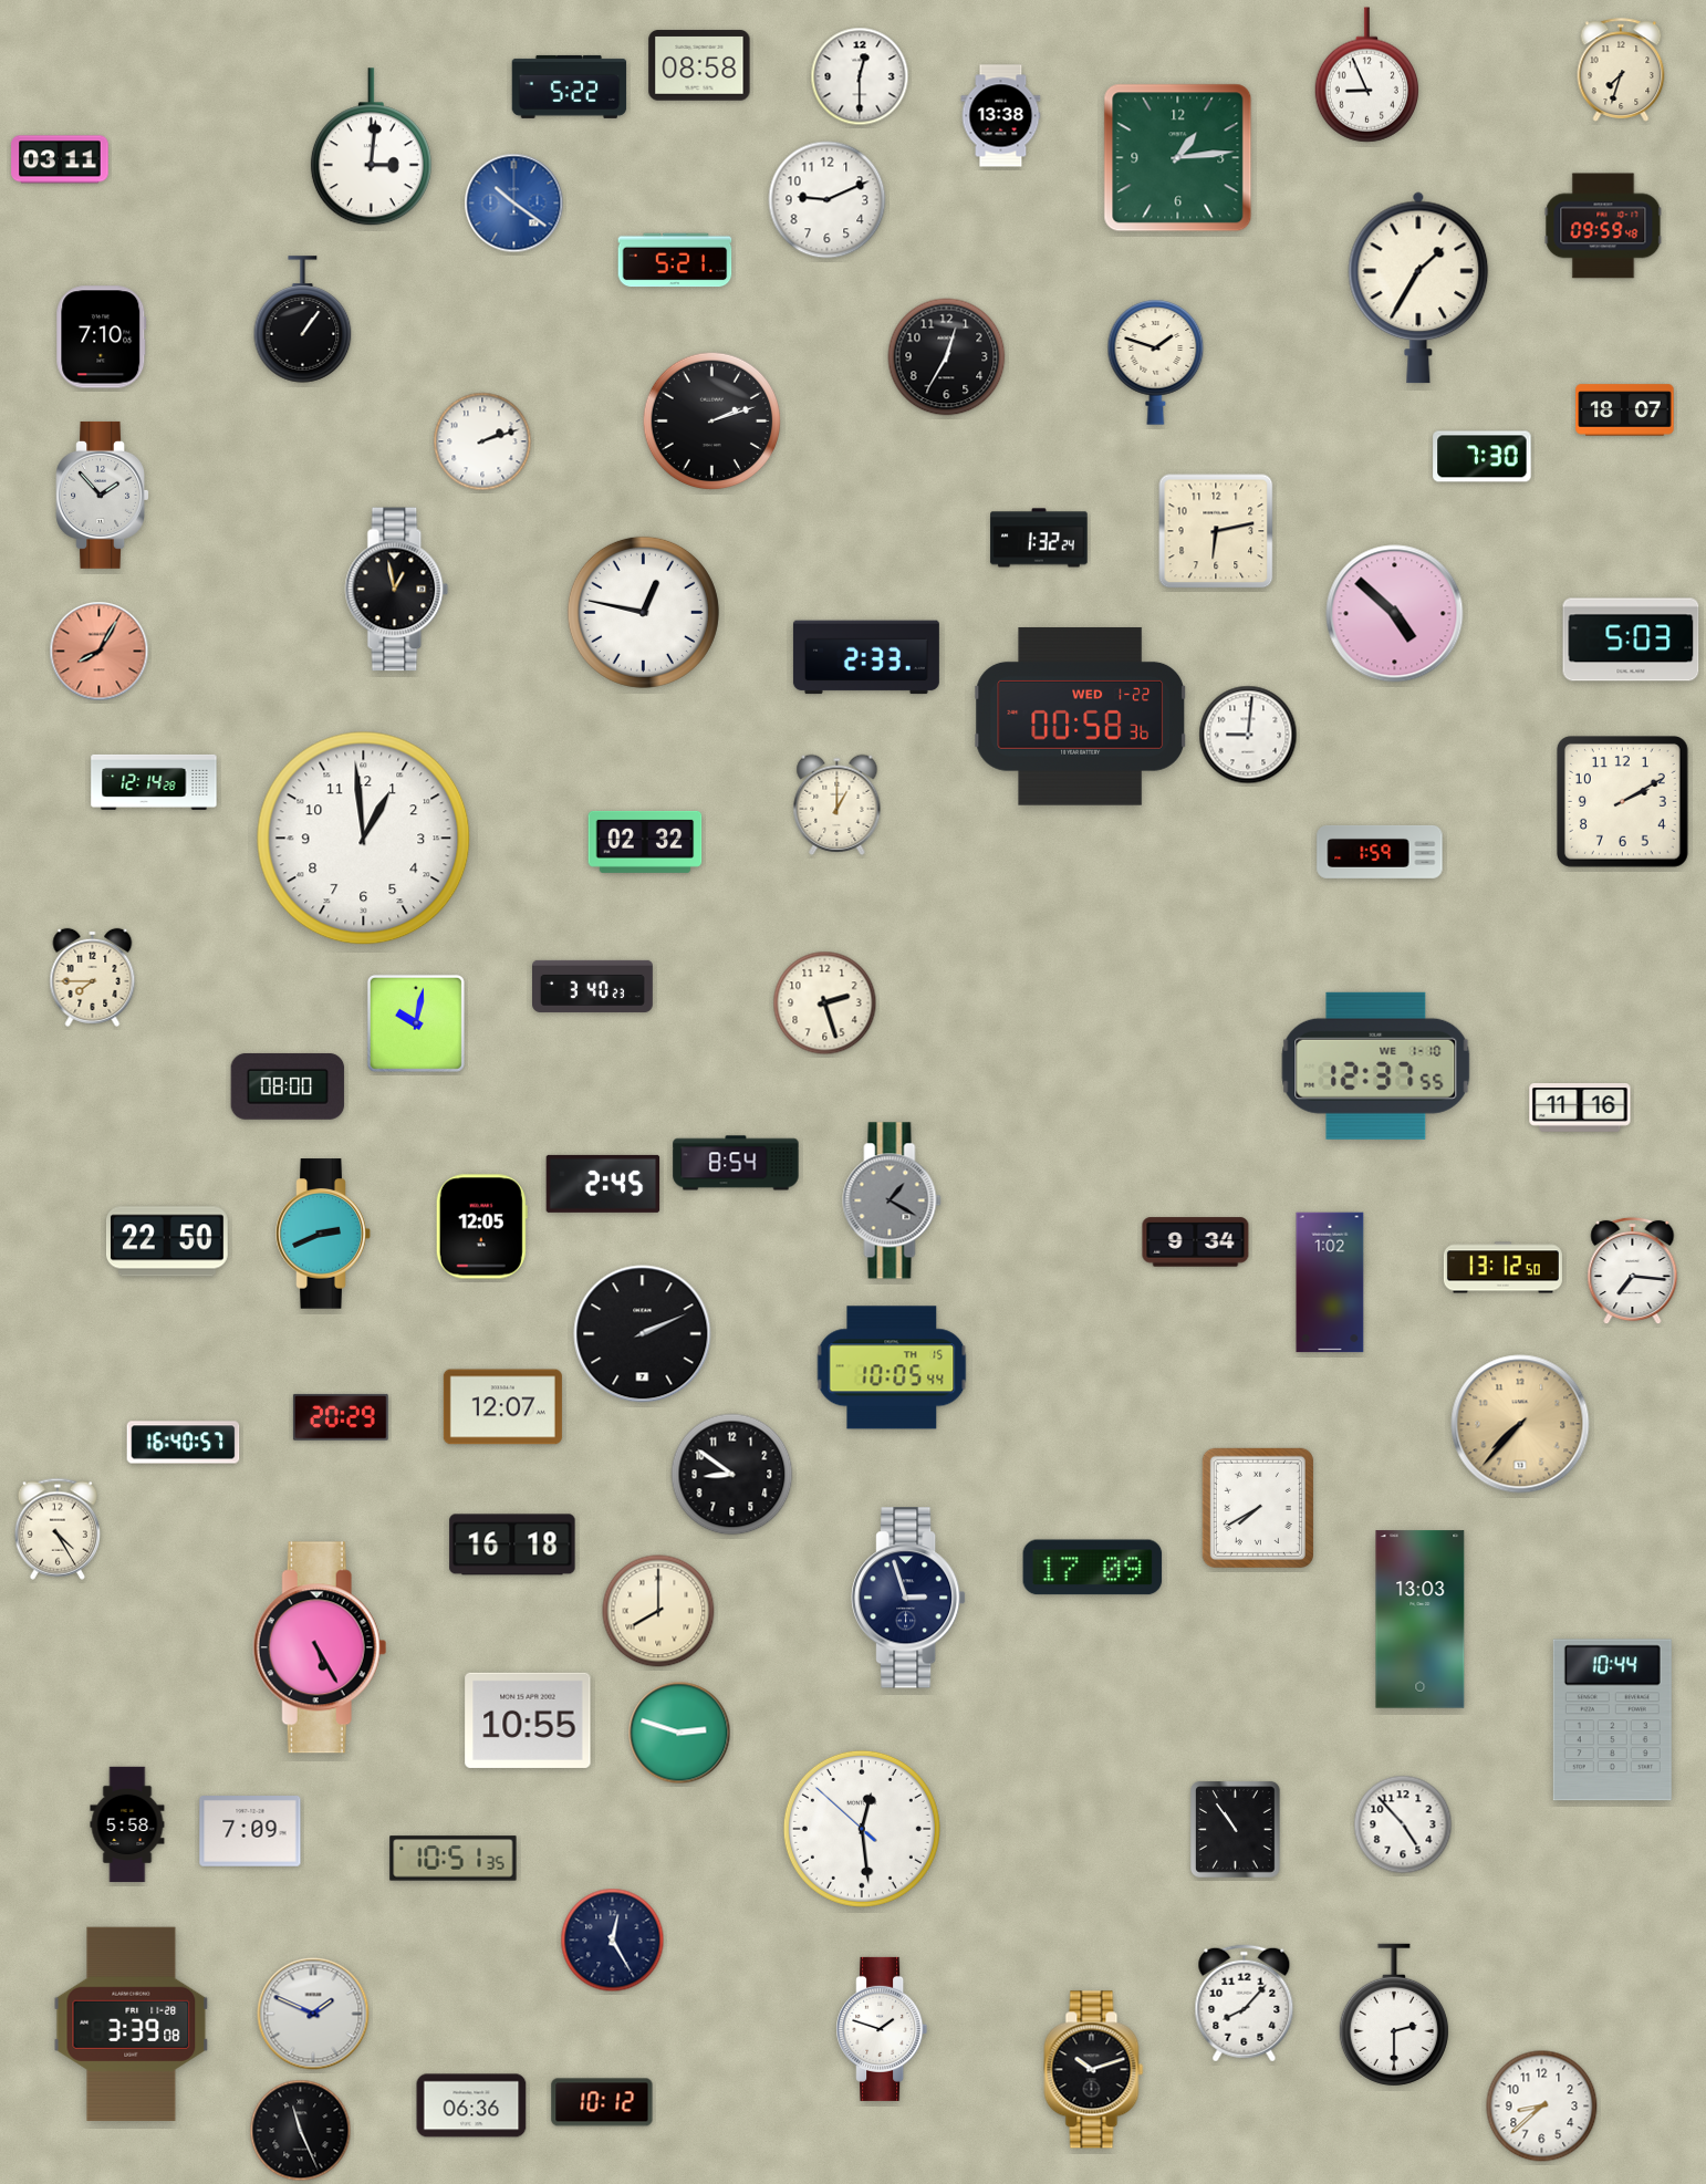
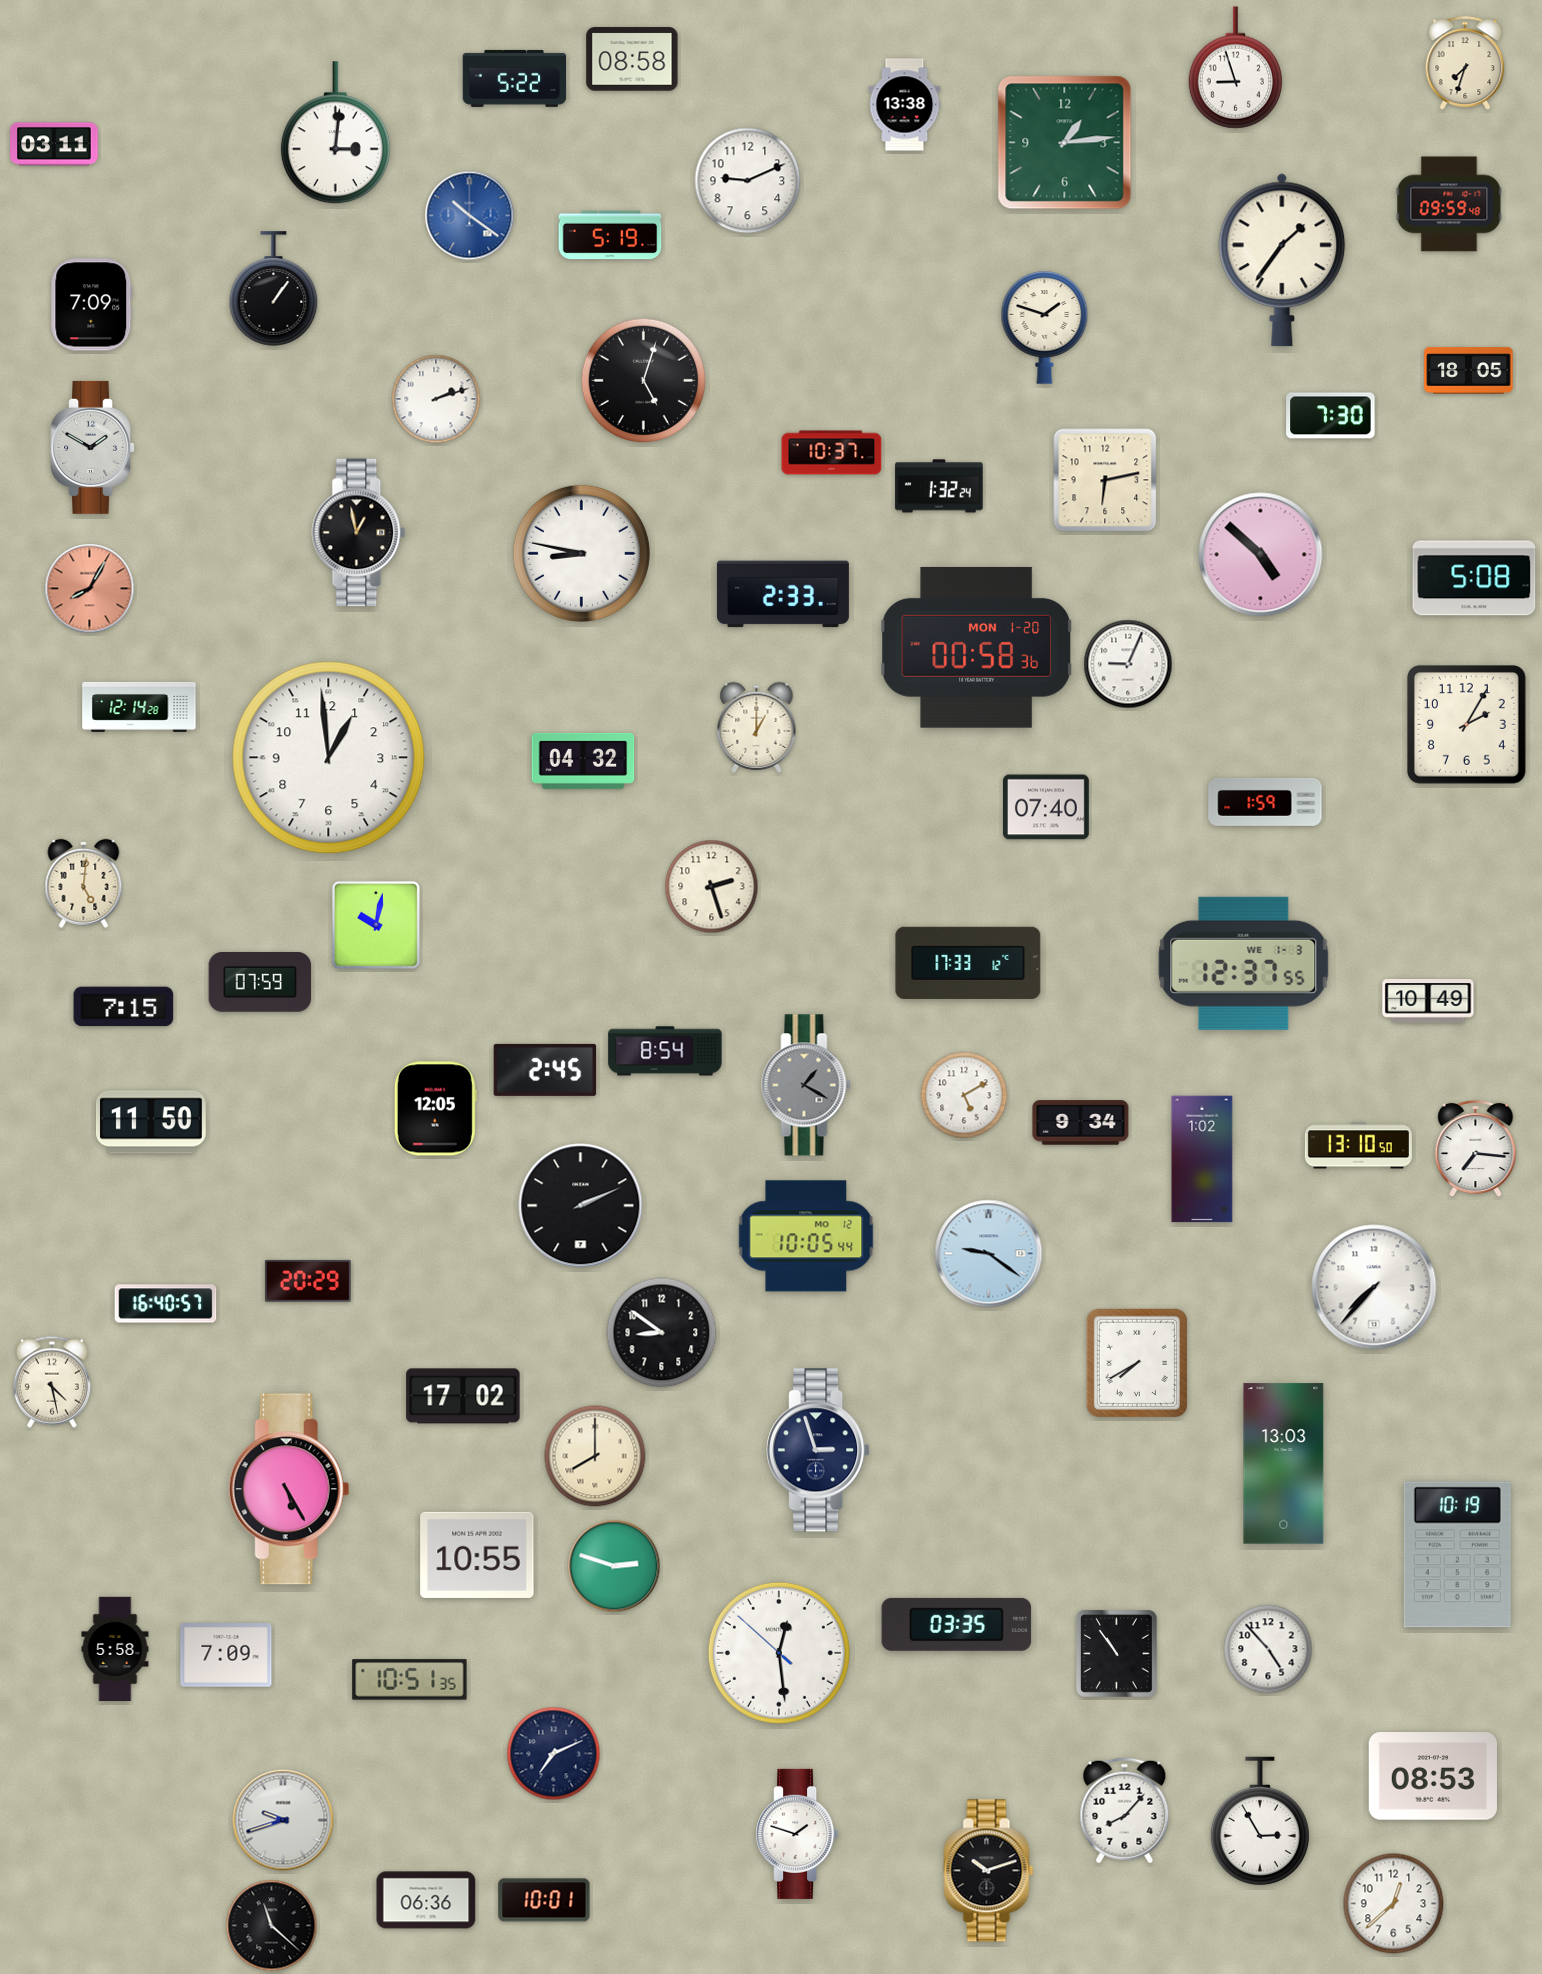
clock at (1366, 75): 8:56 -> 8:57
clock at (860, 76): 12:30 -> none
clock at (514, 204) position: (514, 204) -> (470, 216)
clock at (675, 260): 5:21 -> 5:19
clock at (1418, 288): 1:35 -> 1:36
clock at (102, 337): 7:10 -> 7:09
clock at (947, 357): 12:35 -> none
clock at (1625, 410): 18:07 -> 18:05
clock at (712, 422): 2:12 -> 5:03
clock at (1483, 457) position: (1483, 457) -> (1331, 416)
clock at (102, 495): 1:53 -> 1:50
clock at (832, 453): none -> 10:37
clock at (1216, 531) position: (1216, 531) -> (1105, 480)
clock at (643, 612): 12:47 -> 8:47
clock at (1631, 639): 5:03 -> 5:08
clock at (1080, 716) date: WED 1-22 -> MON 1-20
clock at (1248, 735): 9:01 -> 9:04
clock at (1623, 802): 2:10 -> 2:05
clock at (645, 842): 02:32 -> 04:32
clock at (1380, 852) position: (1380, 852) -> (1265, 802)
clock at (1047, 807): none -> 07:40
clock at (93, 977): 7:45 -> 5:01
clock at (593, 986): 3:40 -> none
clock at (825, 1003) position: (825, 1003) -> (712, 887)
clock at (968, 963): none -> 17:33
clock at (1376, 1065) date: WE 1-10 -> WE 1-3
clock at (288, 1086): 08:00 -> 07:59
clock at (1580, 1109): 11:16 -> 10:49
clock at (124, 1007): none -> 7:15
clock at (964, 1095): none -> 5:10
clock at (323, 1234): 2:41 -> none
clock at (168, 1241): 22:50 -> 11:50
clock at (1502, 1268): 13:12 -> 13:10
clock at (892, 1367) date: TH 15 -> MO 12
clock at (989, 1254): none -> 9:21
clock at (502, 1407): 12:07 -> none
clock at (1520, 1424) dial: champagne -> white
clock at (56, 1529): 4:25 -> 4:28
clock at (512, 1545): 16:18 -> 17:02
clock at (1093, 1568): 17:09 -> none
clock at (908, 1598) position: (908, 1598) -> (818, 1450)
clock at (1612, 1720): 10:44 -> 10:19
clock at (957, 1624): none -> 03:35
clock at (613, 1941): 12:25 -> 7:11
clock at (1433, 1777): none -> 08:53
clock at (313, 2014): 1:49 -> 9:42
clock at (1394, 2015): 2:30 -> 2:55
clock at (132, 2024): 3:39 -> none
clock at (602, 2102): 10:12 -> 10:01
clock at (471, 2105) position: (471, 2105) -> (426, 1900)
clock at (1542, 2107): 8:38 -> 12:38
clock at (301, 2131): 11:26 -> 11:22
